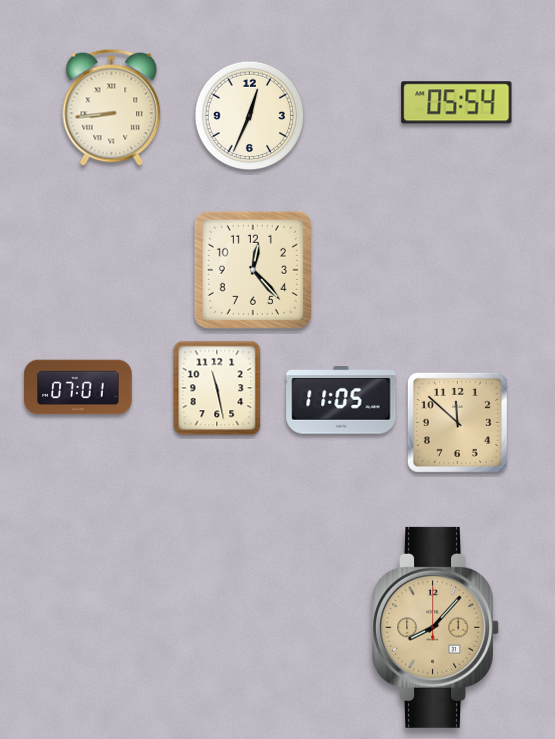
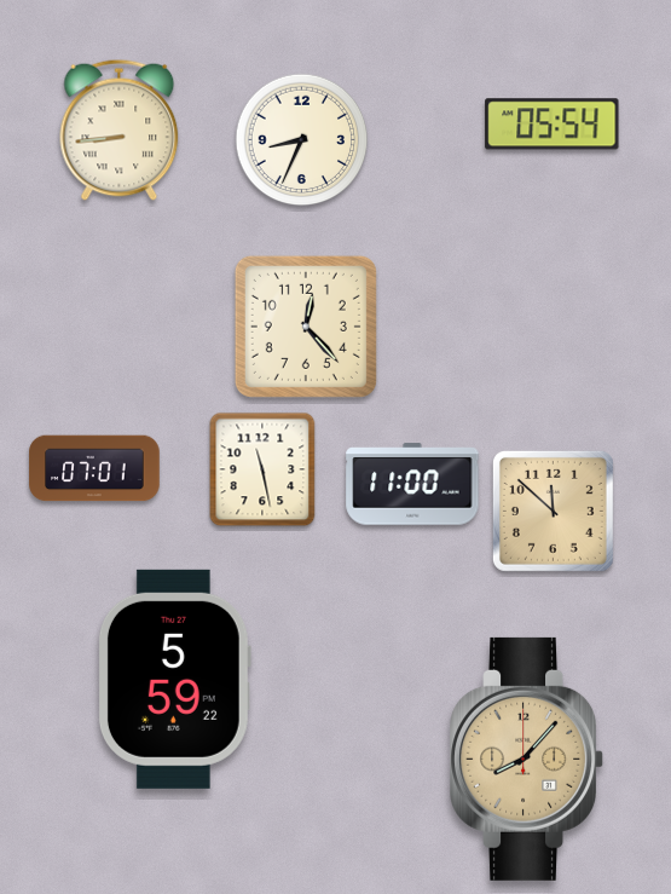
clock at (112, 107) position: (112, 107) -> (120, 129)
clock at (250, 116): 12:34 -> 8:34
clock at (341, 400): 11:05 -> 11:00
clock at (174, 679): none -> 5:59
